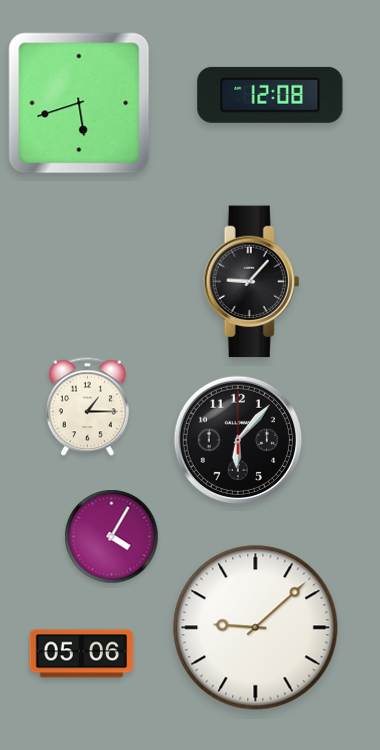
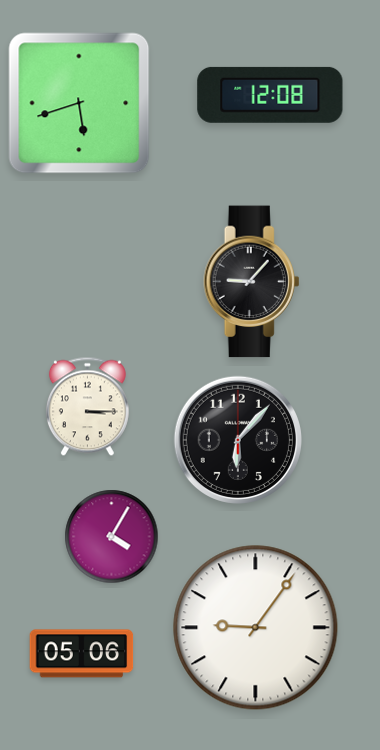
clock at (87, 407): 1:15 -> 3:15
clock at (256, 628): 9:08 -> 9:06
